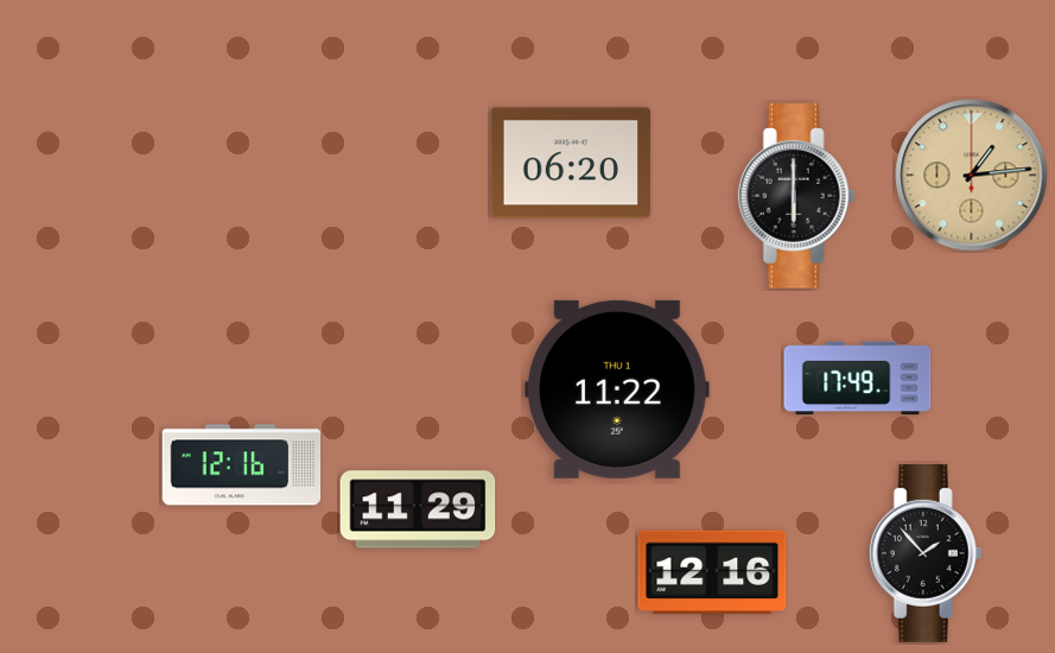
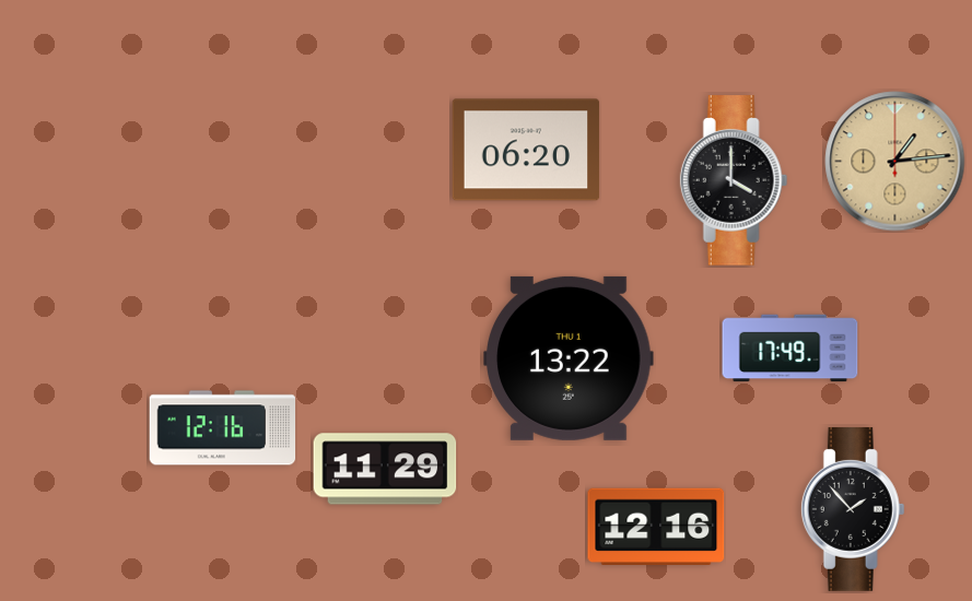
clock at (796, 196): 6:00 -> 4:00
clock at (617, 389): 11:22 -> 13:22
